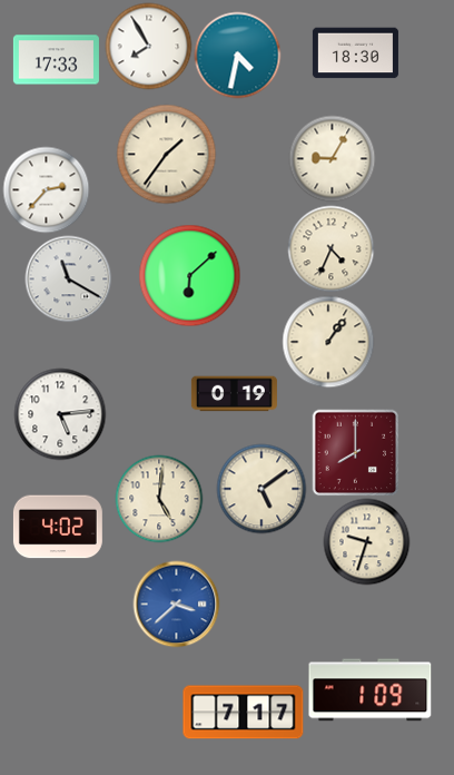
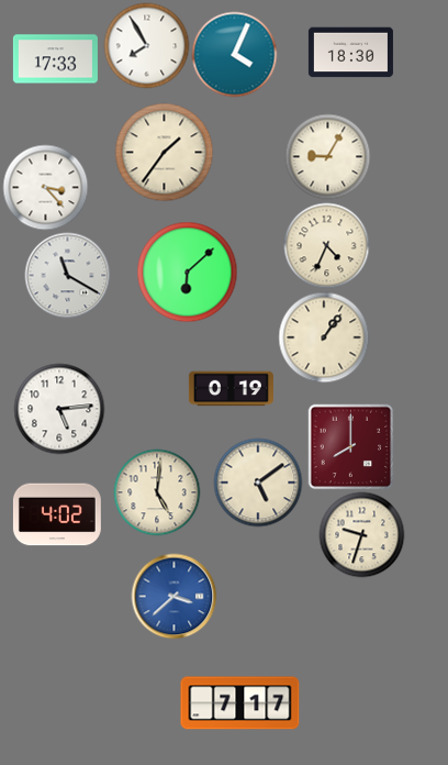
clock at (237, 55): 4:32 -> 4:04
clock at (46, 189): 2:37 -> 3:23
clock at (58, 527) position: (58, 527) -> (57, 514)
clock at (371, 690): 1:09 -> none
